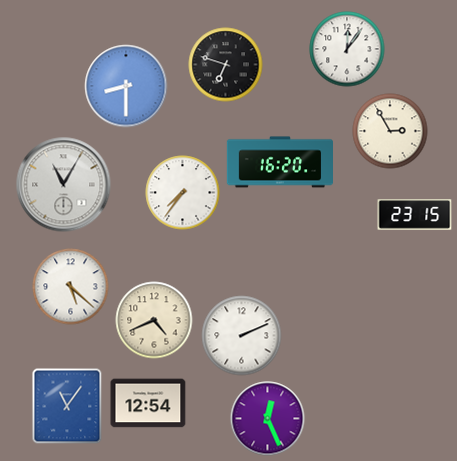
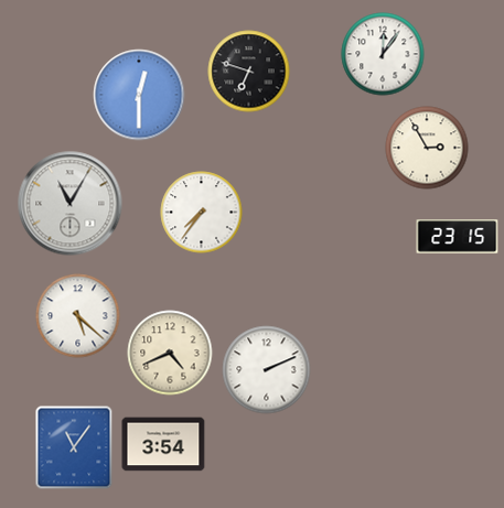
clock at (126, 86): 8:30 -> 12:30
clock at (390, 131) position: (390, 131) -> (427, 148)
clock at (279, 162): 16:20 -> none
clock at (148, 403): 12:54 -> 3:54
clock at (268, 419): 12:26 -> none
